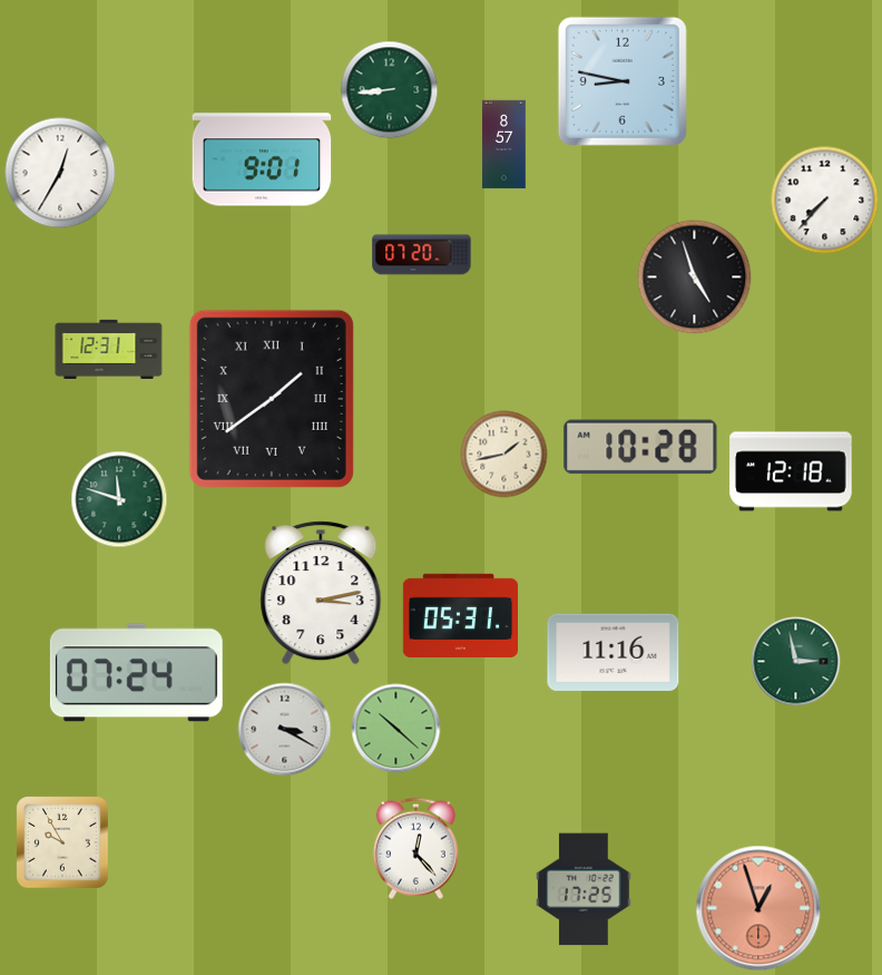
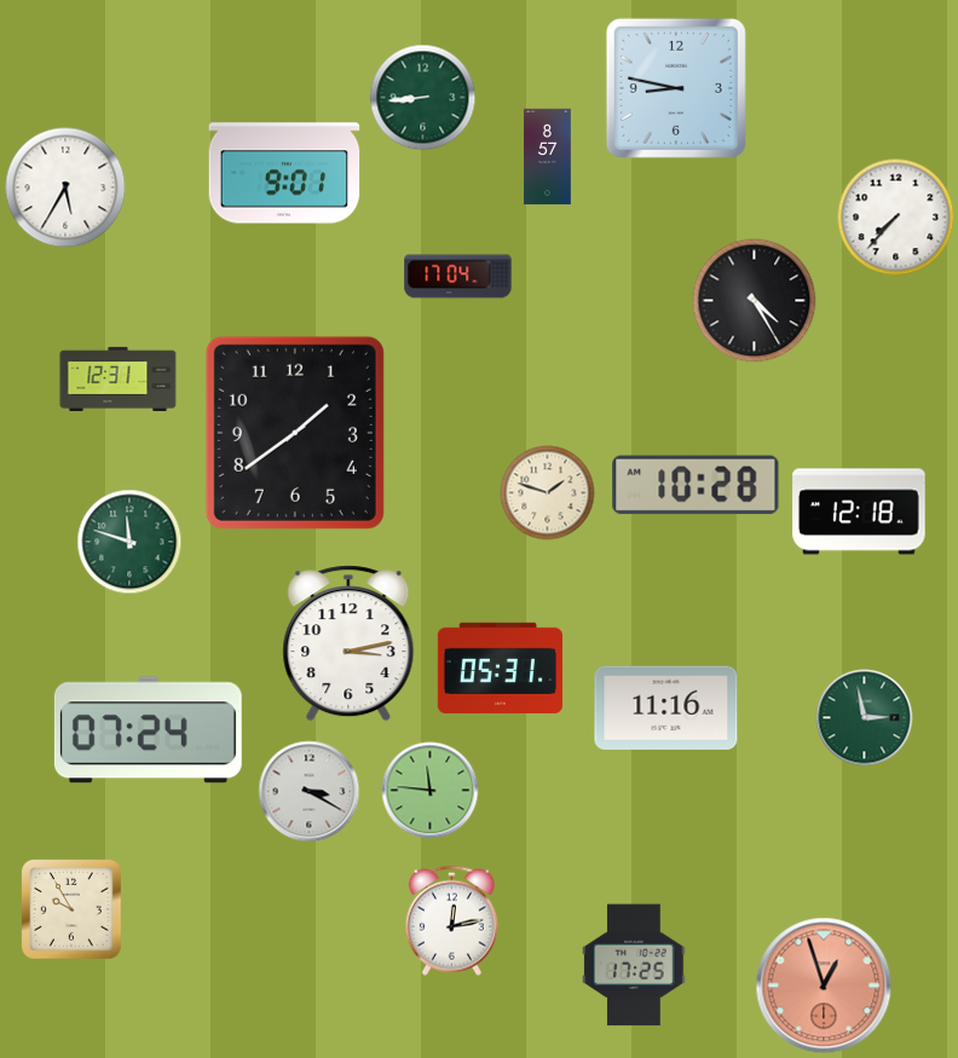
clock at (60, 173): 12:35 -> 5:35
clock at (422, 255): 07:20 -> 17:04
clock at (695, 277): 4:57 -> 4:25
clock at (272, 399) numerals: Roman -> Arabic
clock at (504, 455): 1:43 -> 1:48
clock at (396, 729): 10:22 -> 11:46
clock at (62, 842) position: (62, 842) -> (71, 909)
clock at (415, 848): 12:23 -> 12:13
